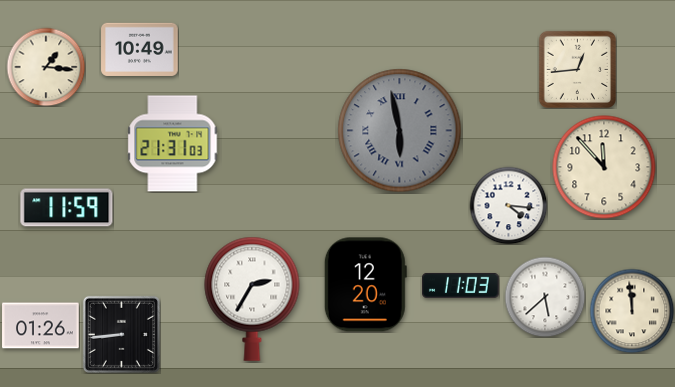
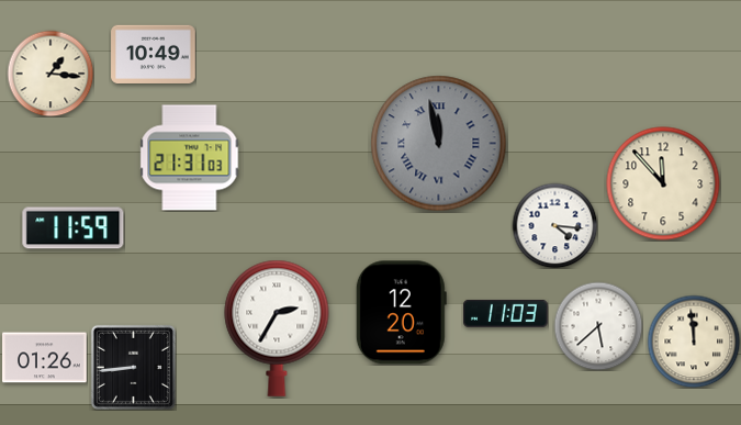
clock at (577, 69): 12:44 -> none
clock at (400, 131): 5:58 -> 11:58
clock at (508, 205) position: (508, 205) -> (554, 225)
